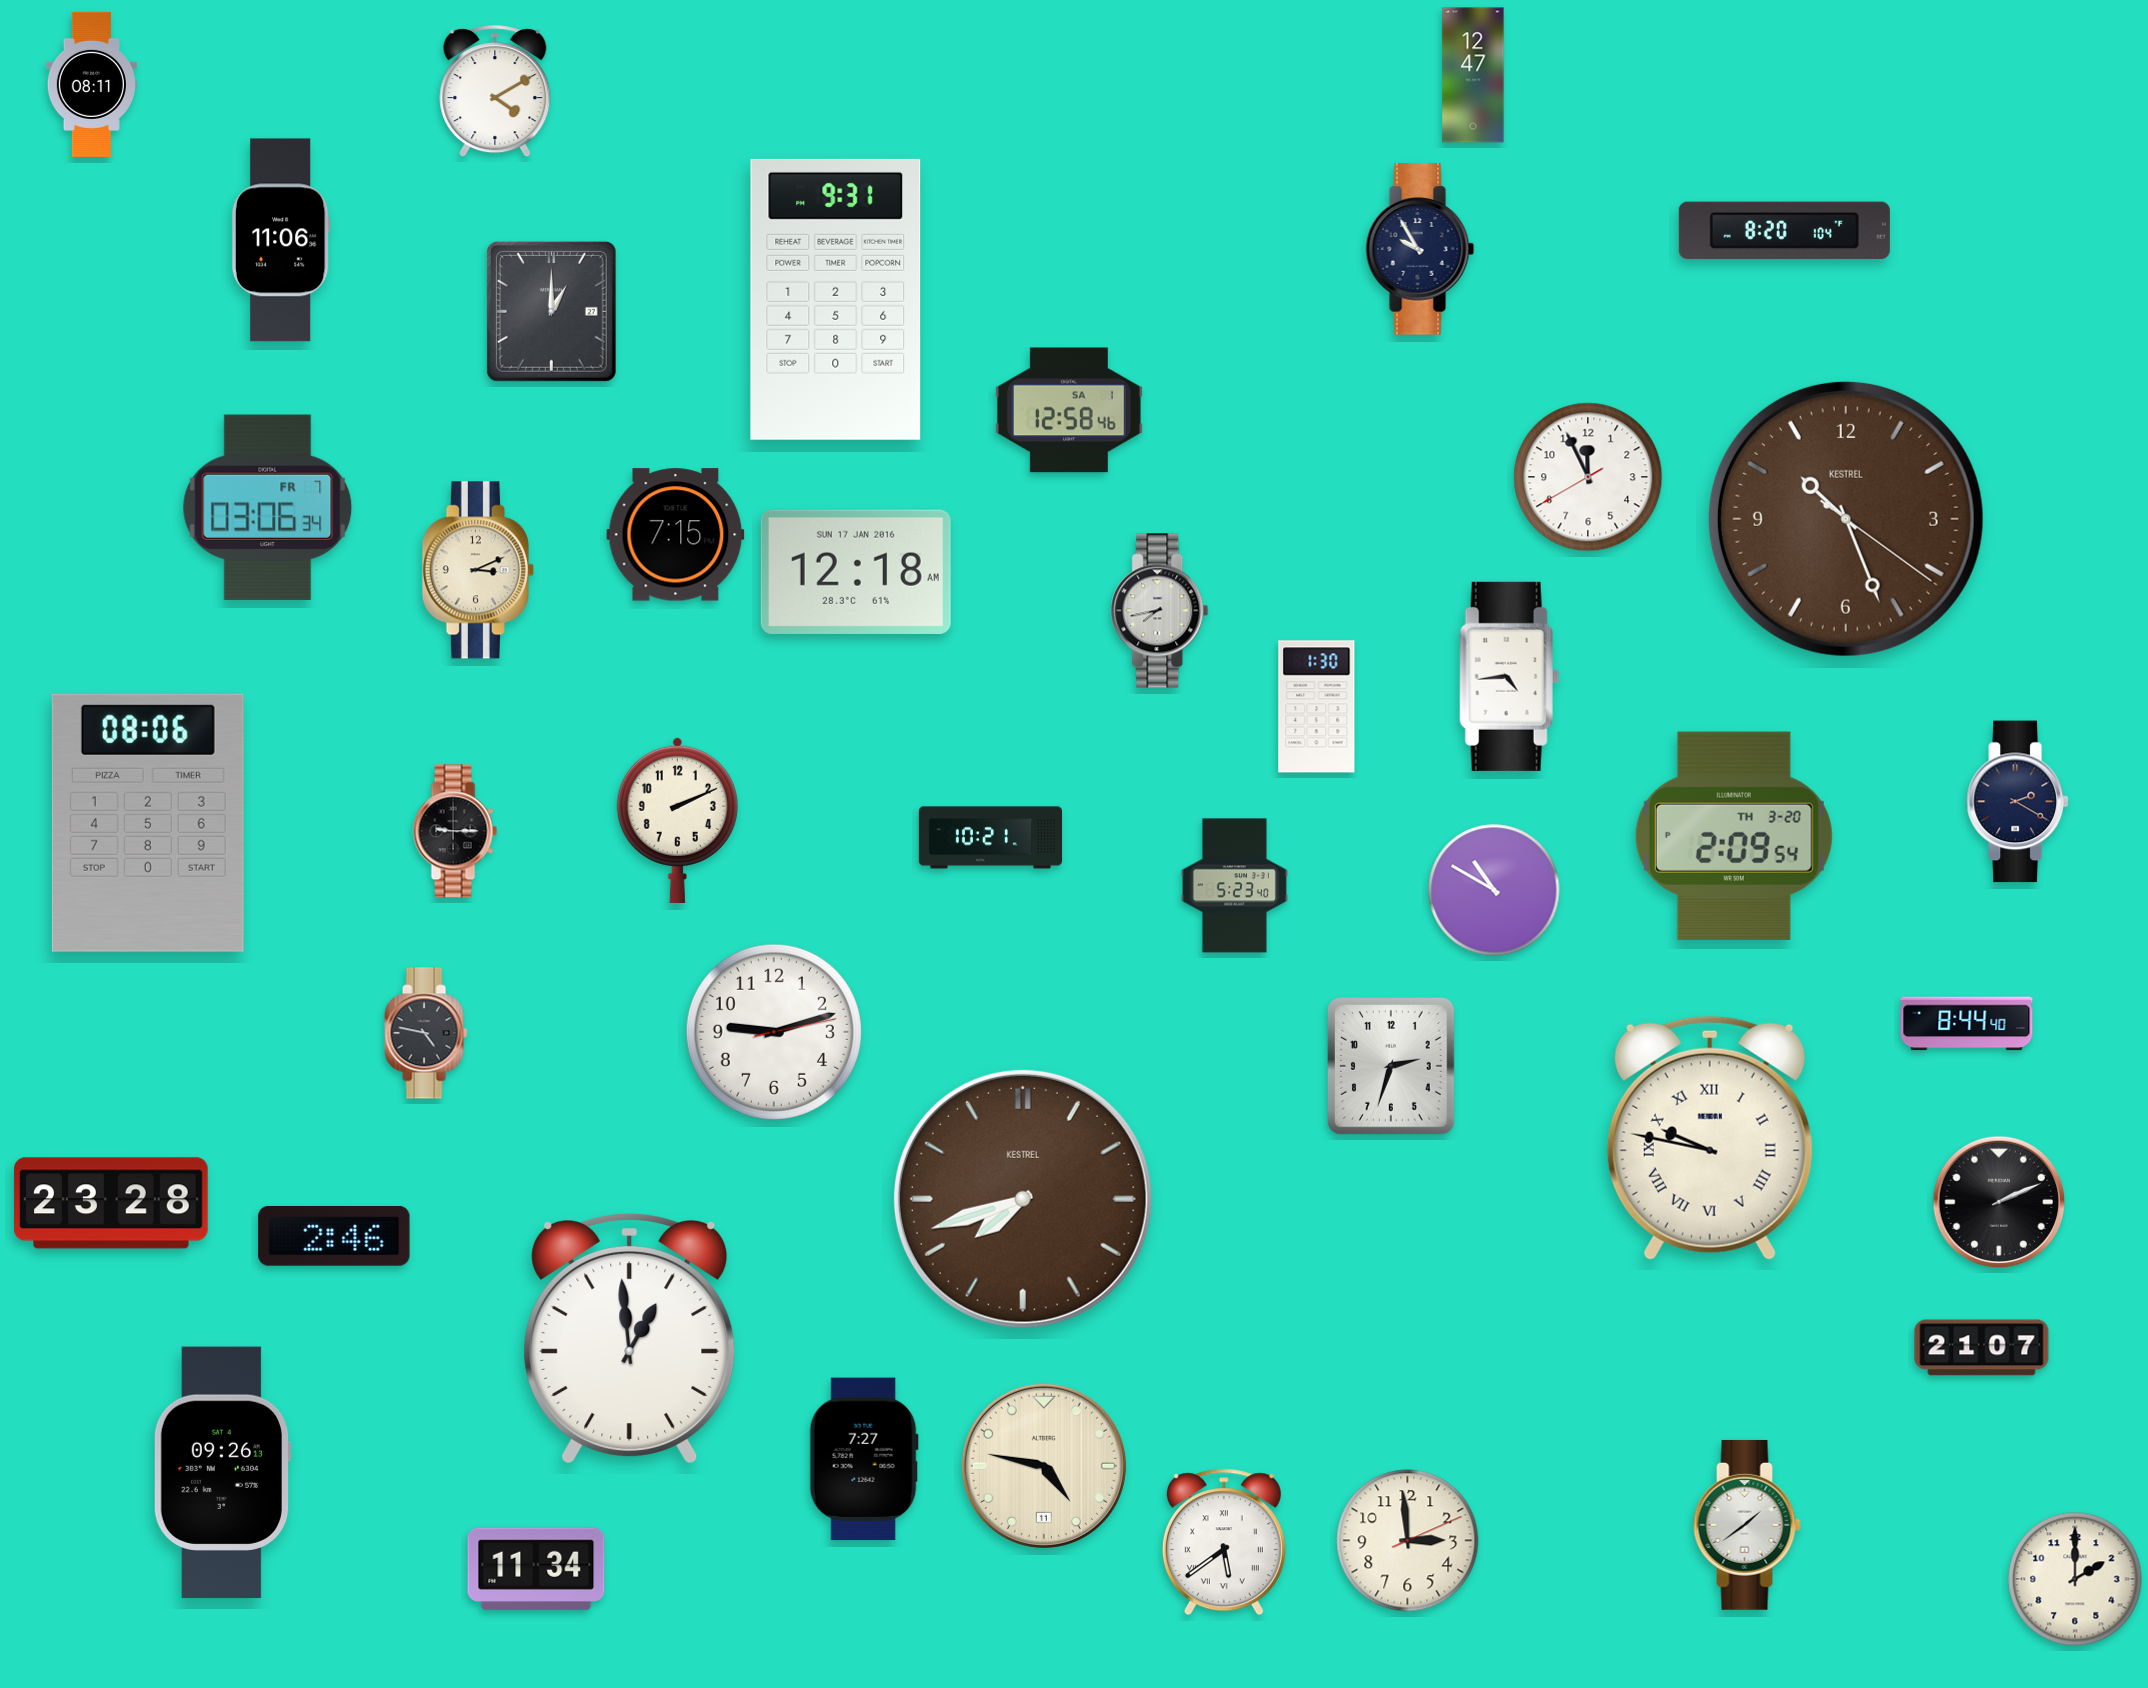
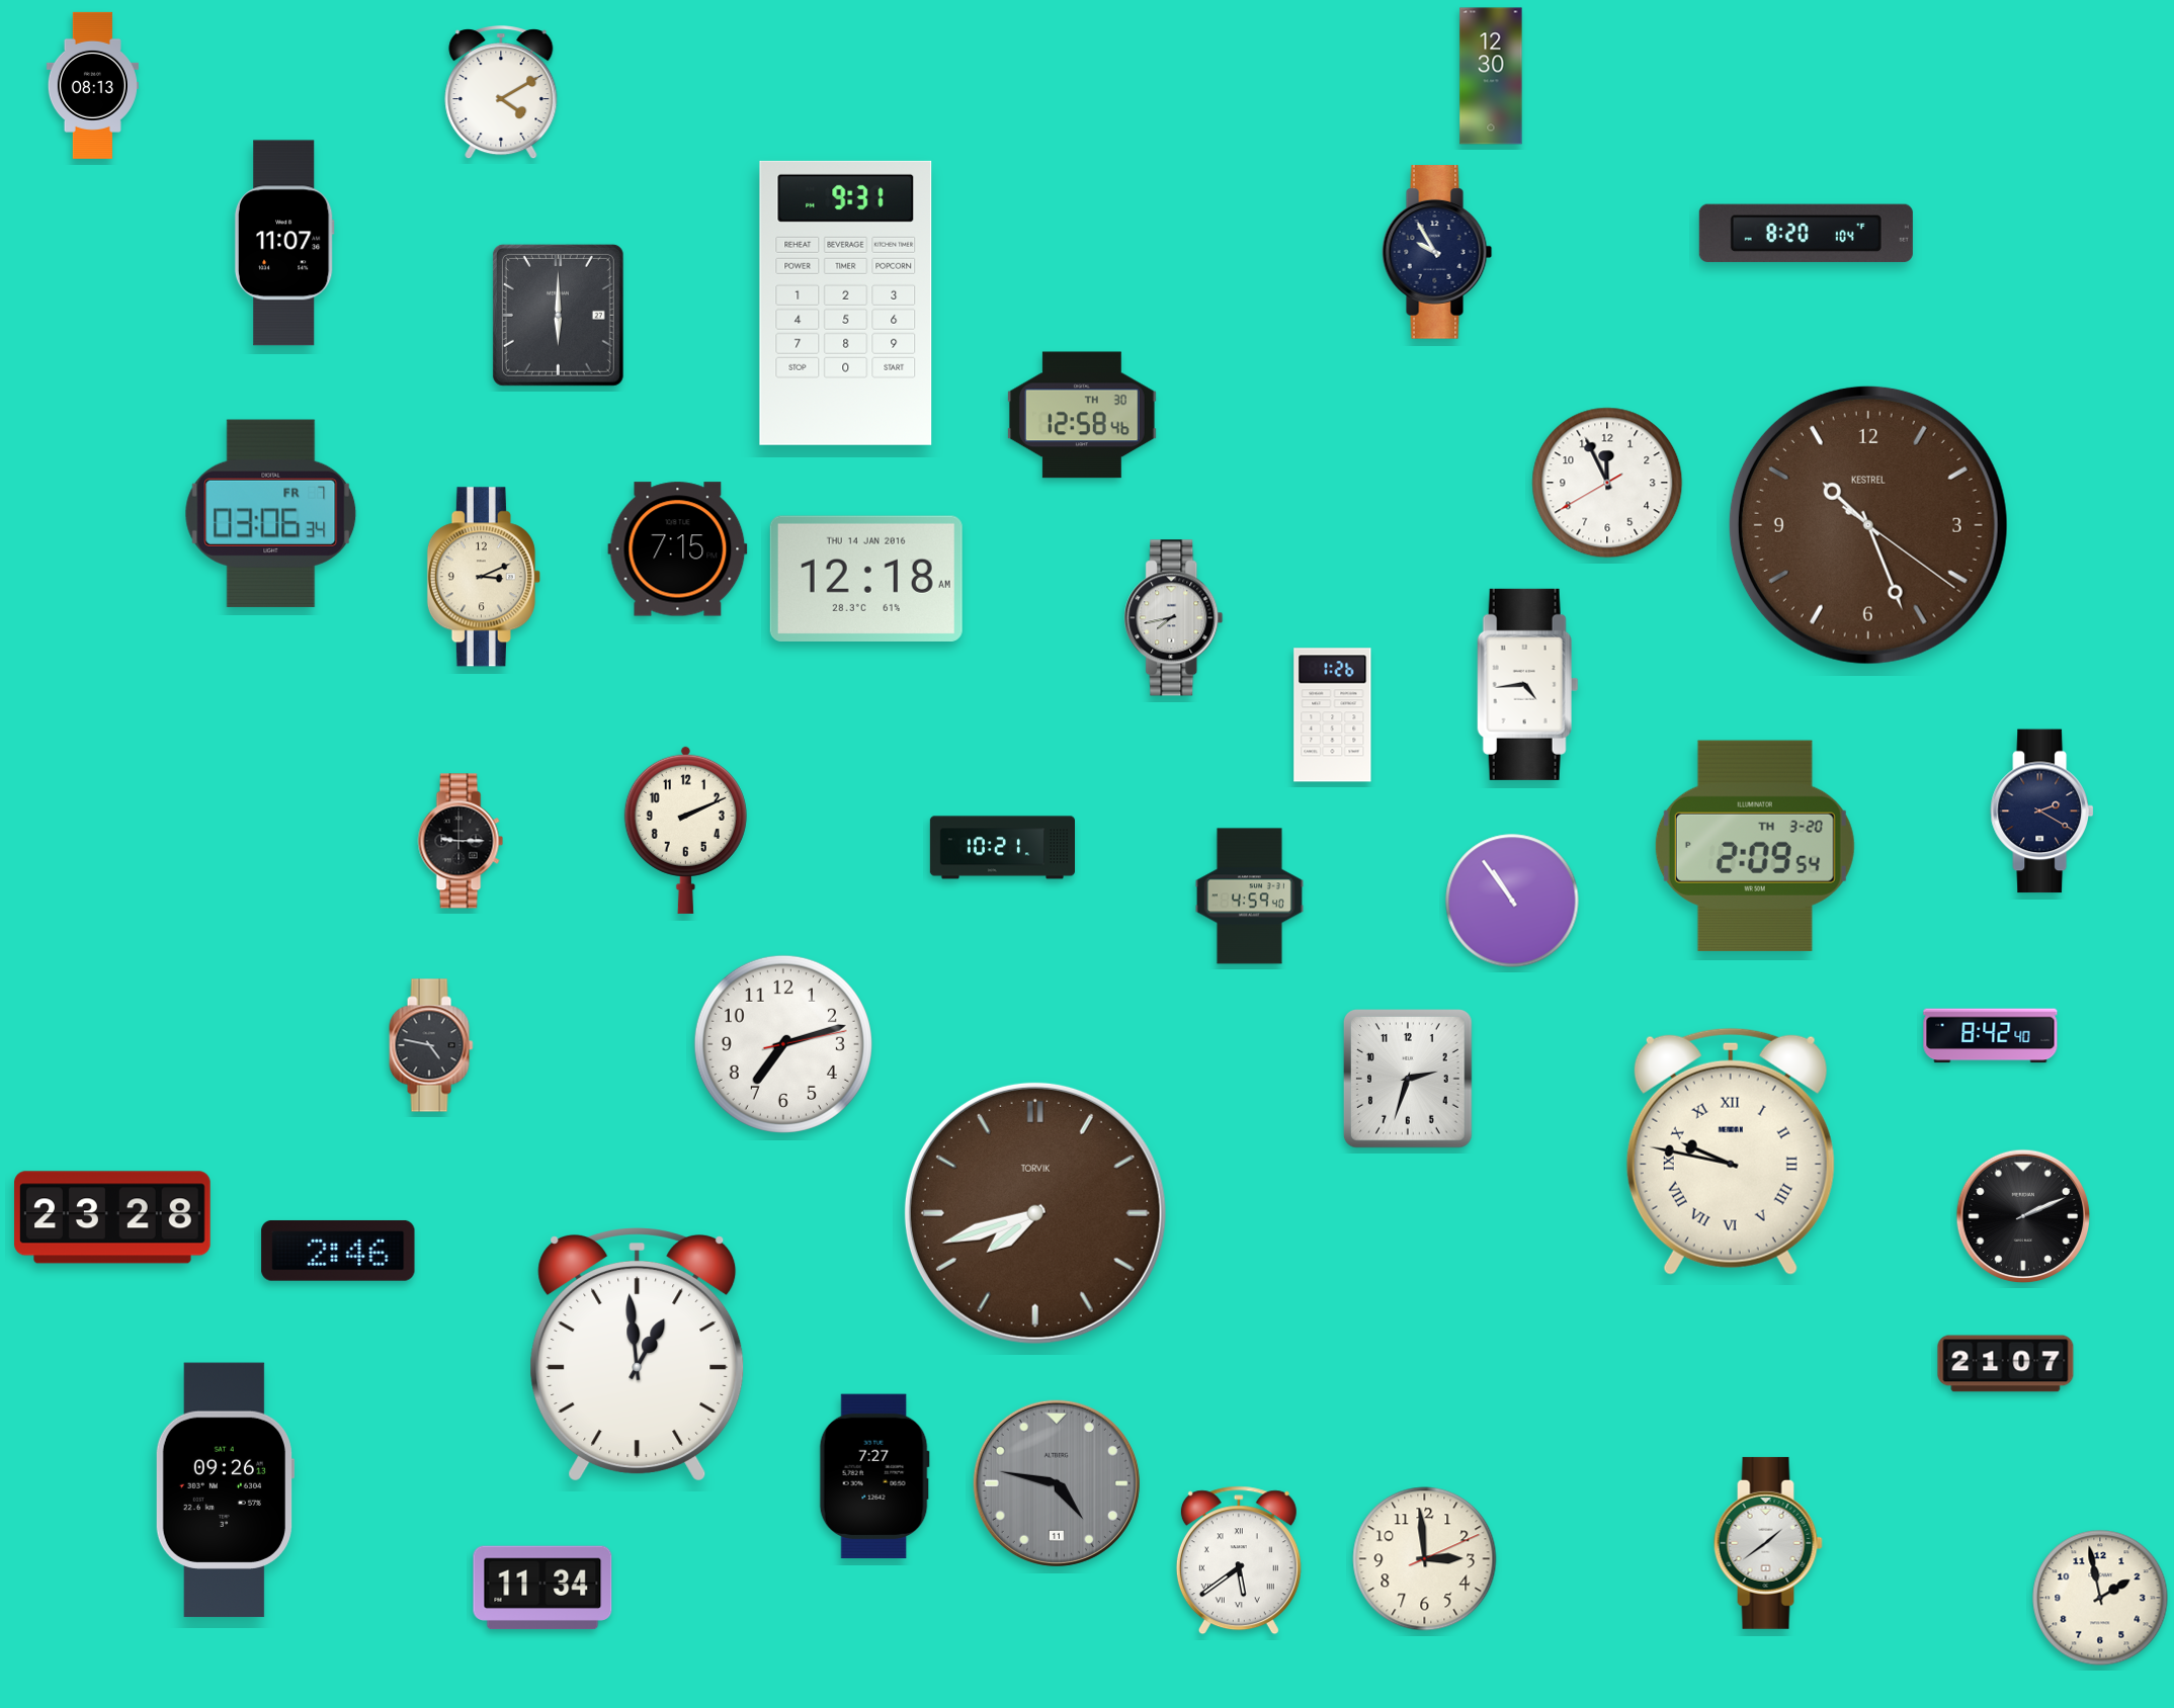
clock at (1473, 75): 12:47 -> 12:30
clock at (91, 84): 08:11 -> 08:13
clock at (281, 240): 11:06 -> 11:07
clock at (551, 311): 1:00 -> 6:00
clock at (1069, 410) date: SA 1 -> TH 30
clock at (676, 535) position: (676, 535) -> (678, 549)
clock at (856, 572) date: SUN 17 JAN 2016 -> THU 14 JAN 2016
clock at (1317, 707): 1:30 -> 1:26
clock at (148, 823): 08:06 -> none
clock at (1234, 886): 5:23 -> 4:59
clock at (1494, 890): 10:50 -> 10:54
clock at (1967, 1024): 8:44 -> 8:42
clock at (774, 1032): 9:12 -> 7:12
clock at (1023, 1199) brand: KESTREL -> TORVIK
clock at (1044, 1466) dial: cream -> grey
clock at (2075, 1579): 2:00 -> 1:58
